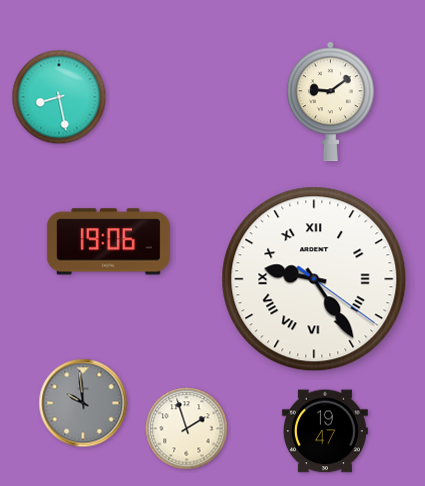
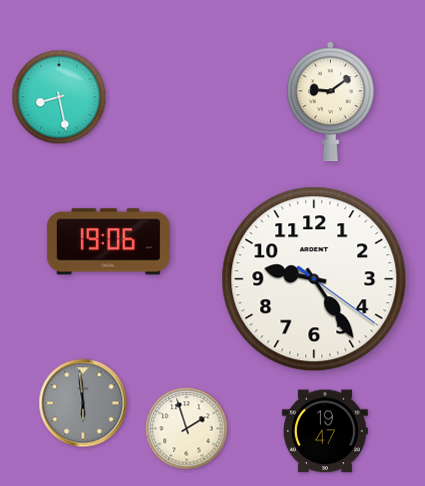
clock at (314, 279) numerals: Roman -> Arabic
clock at (83, 403): 9:59 -> 5:59
